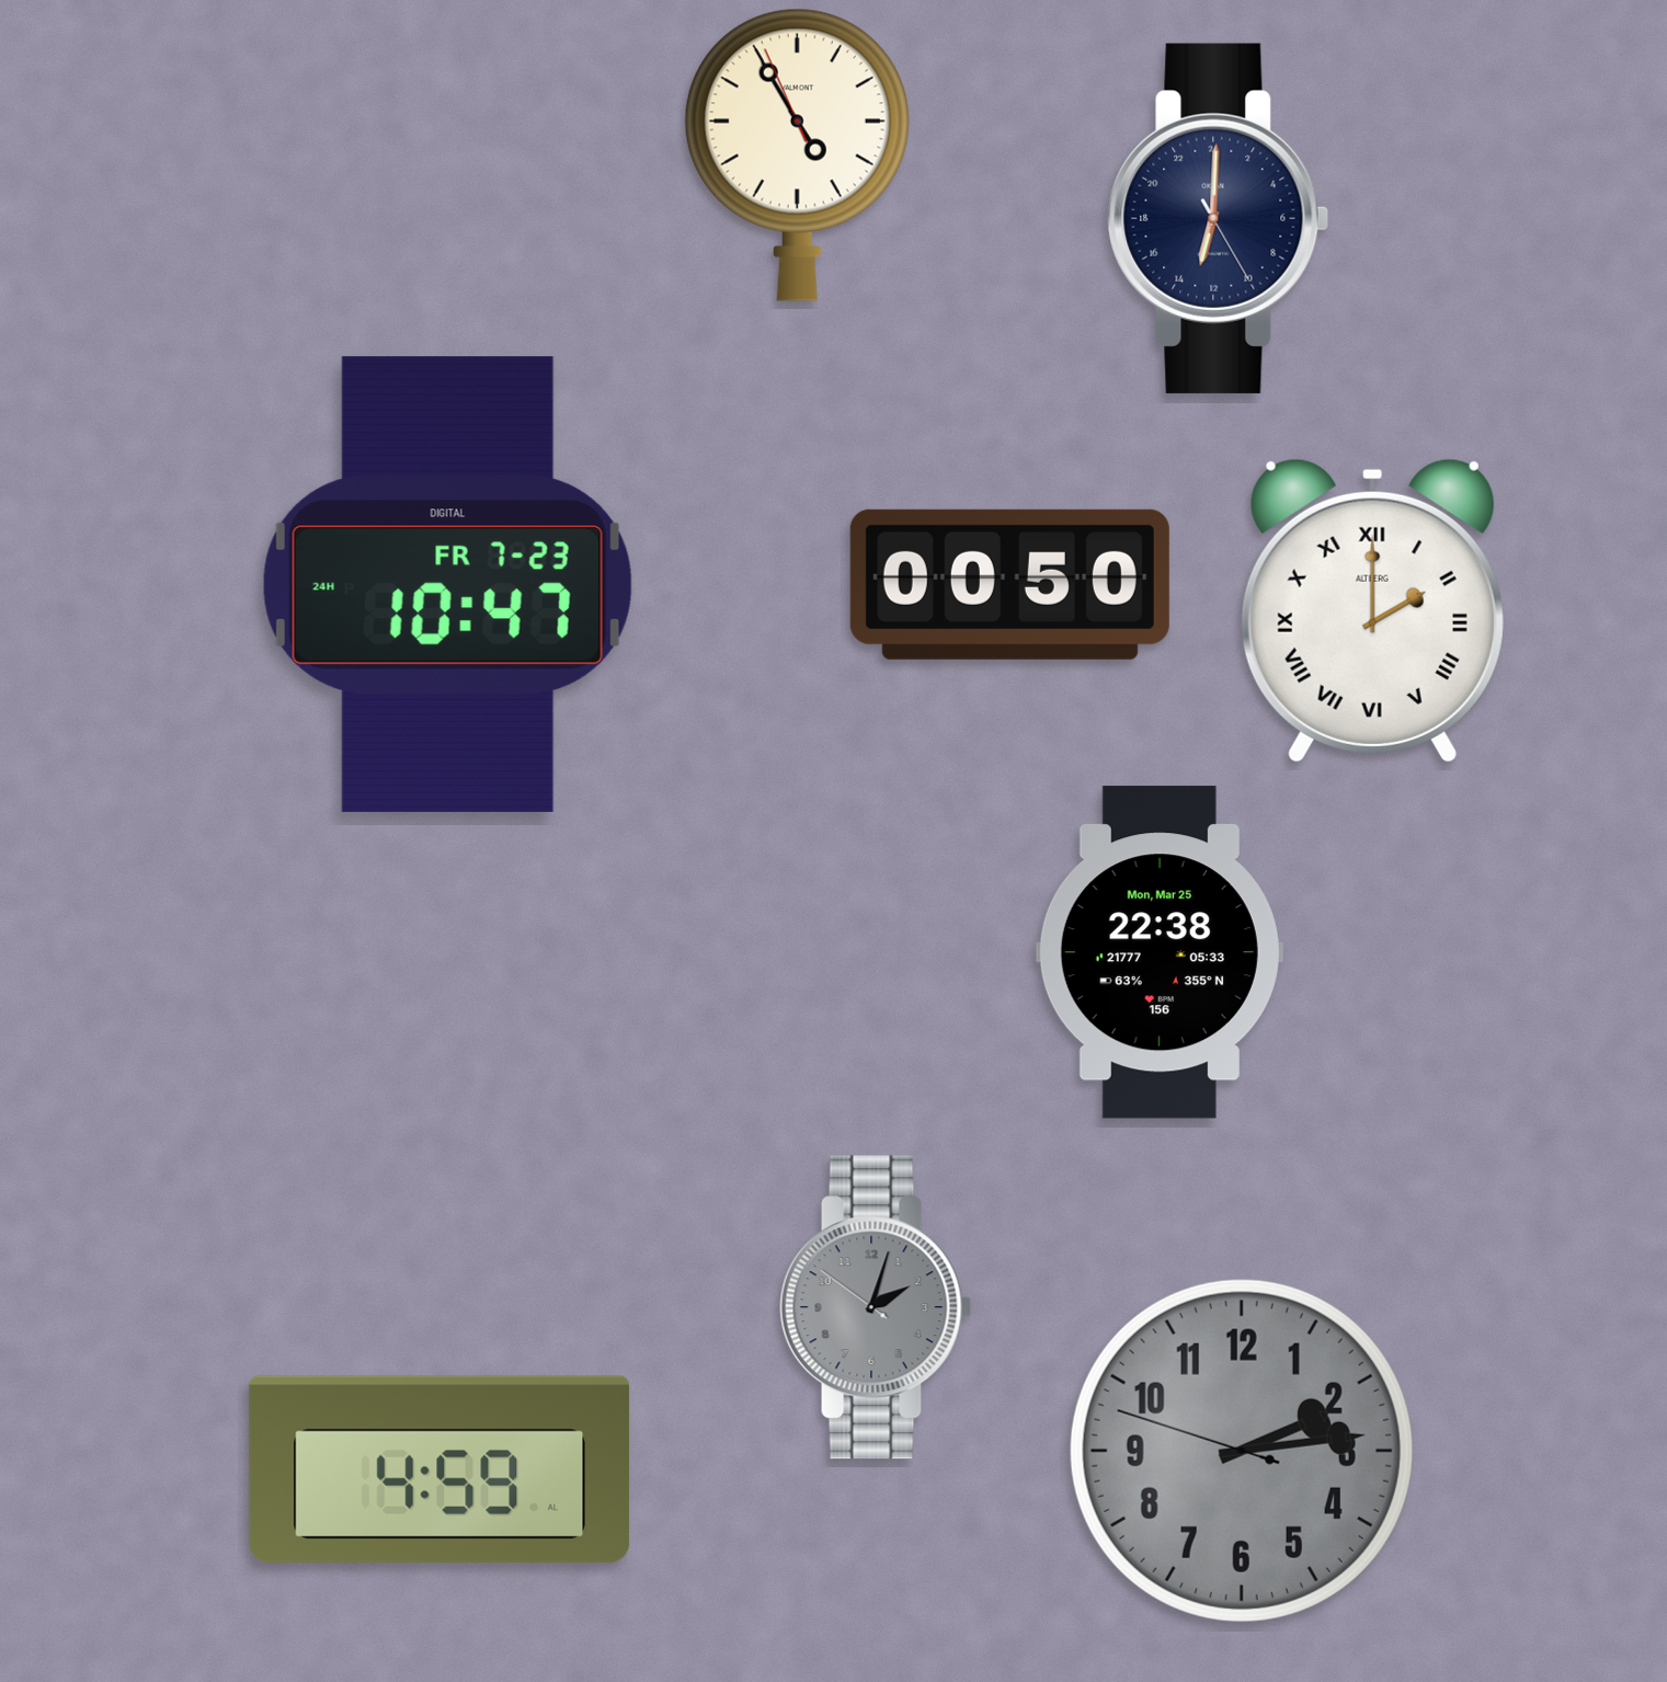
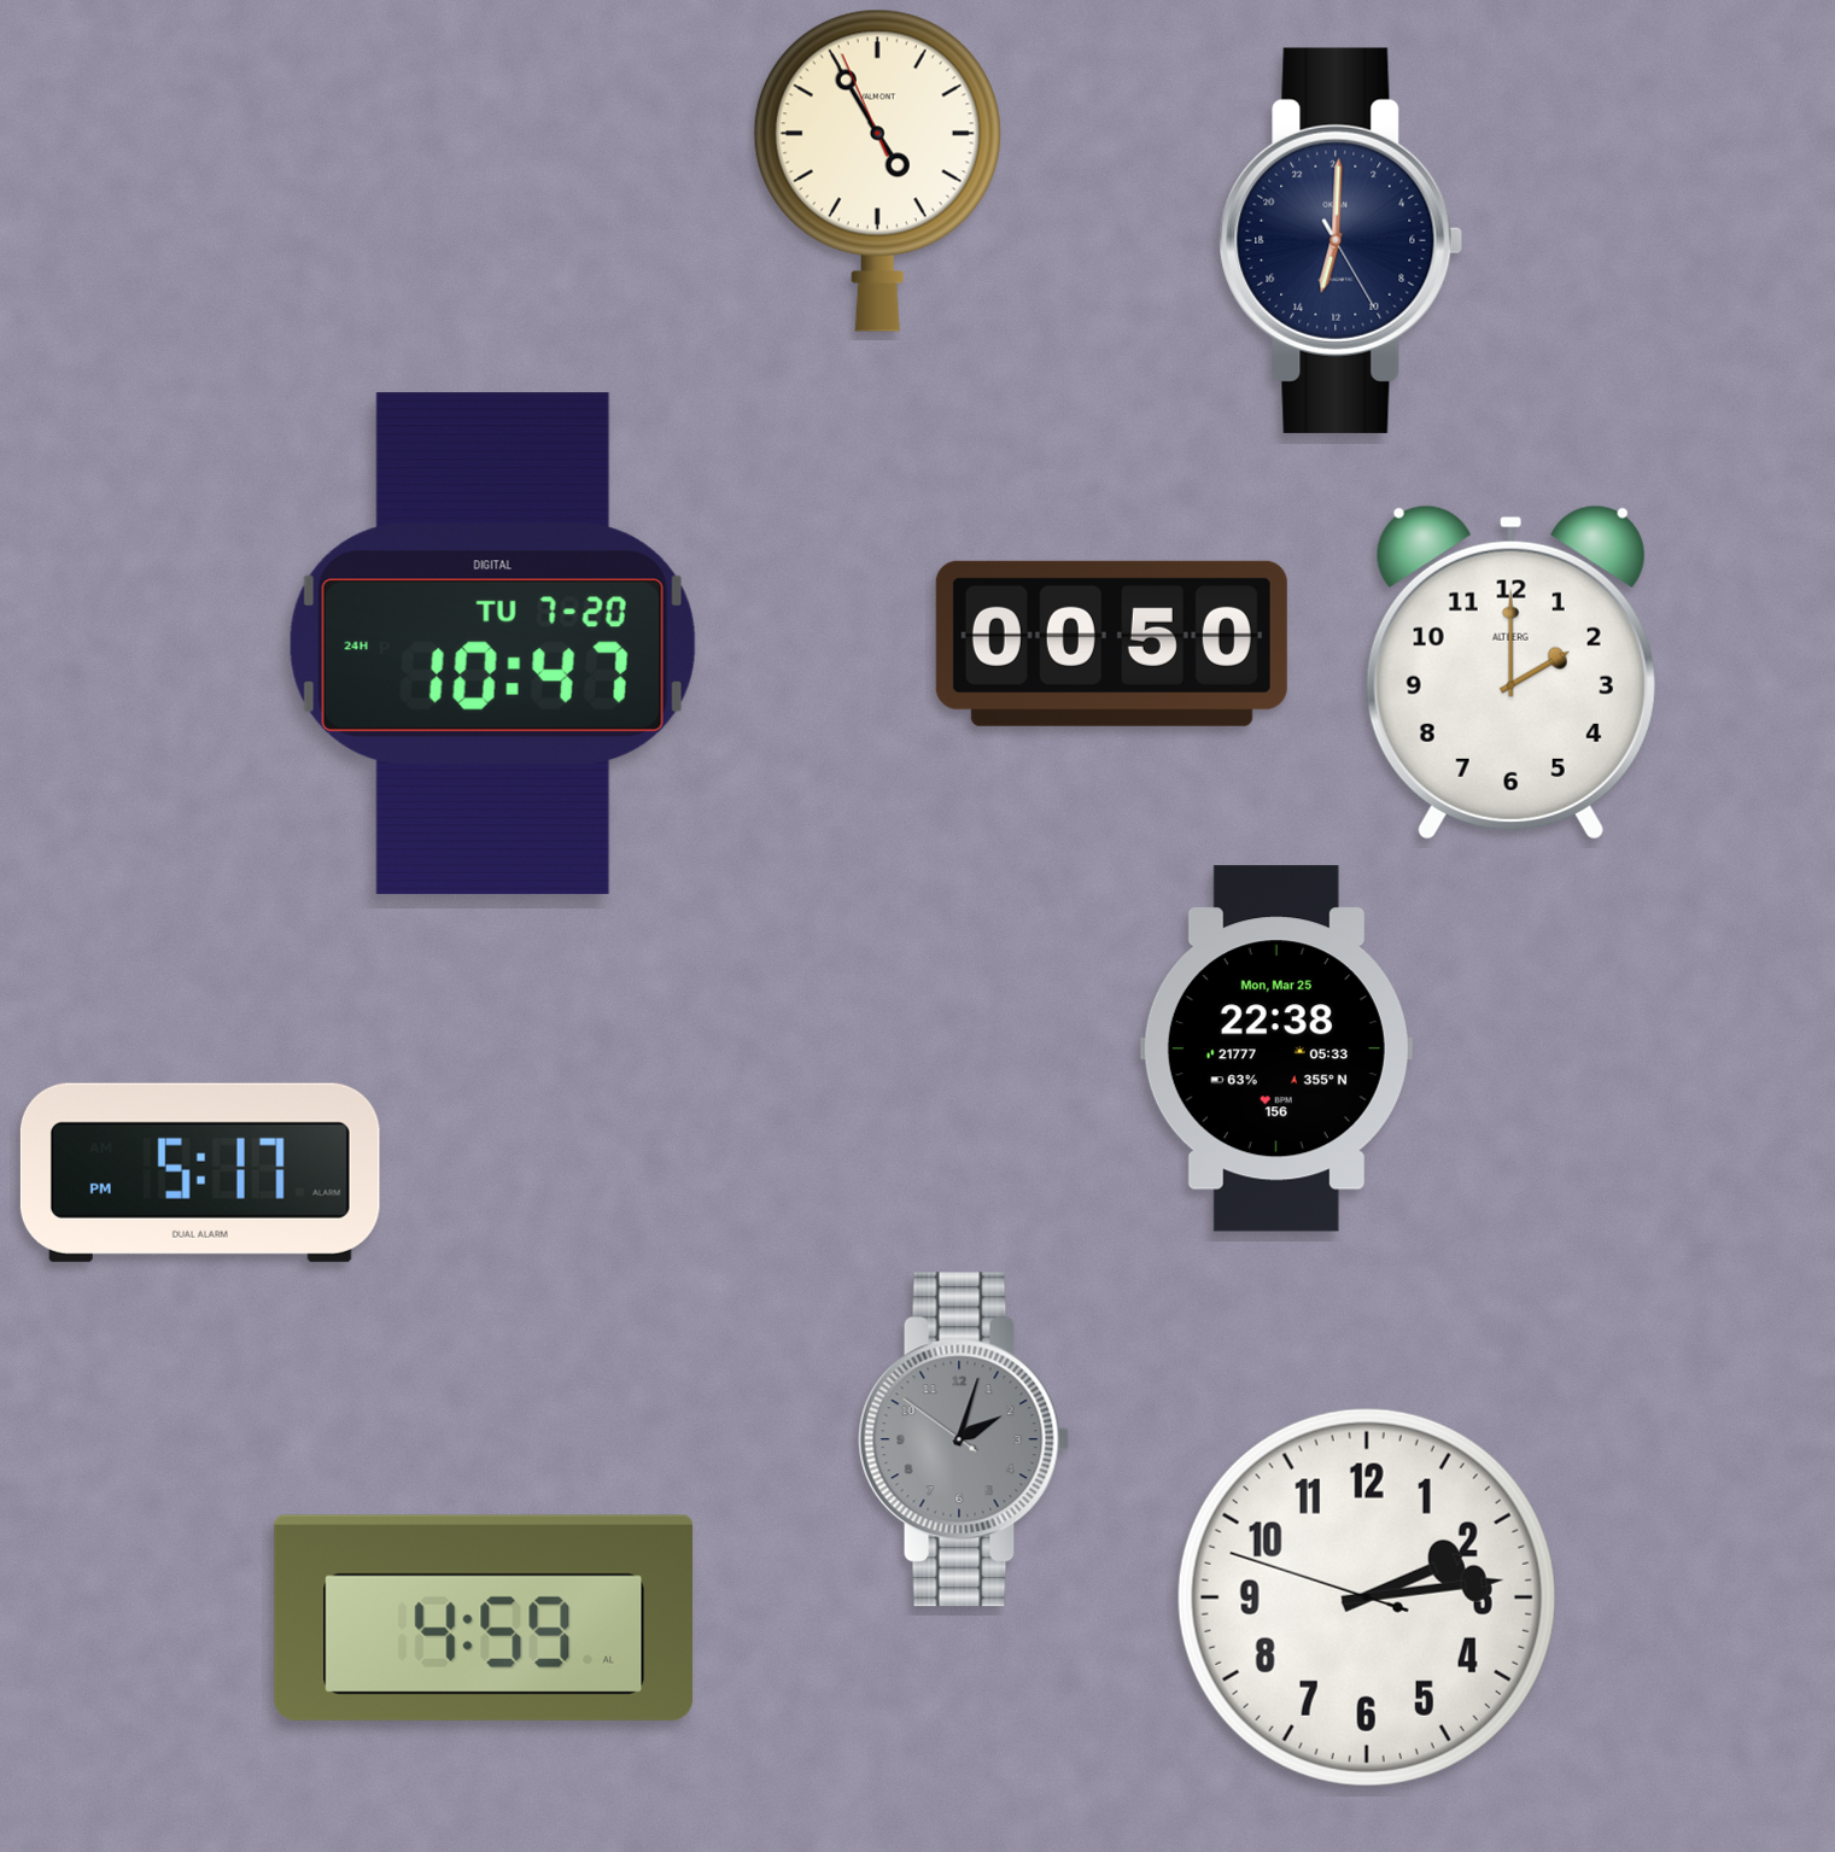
clock at (447, 584) date: FR 7-23 -> TU 7-20
clock at (1372, 610) numerals: Roman -> Arabic
clock at (200, 1173): none -> 5:17
clock at (1242, 1451) dial: grey -> white
